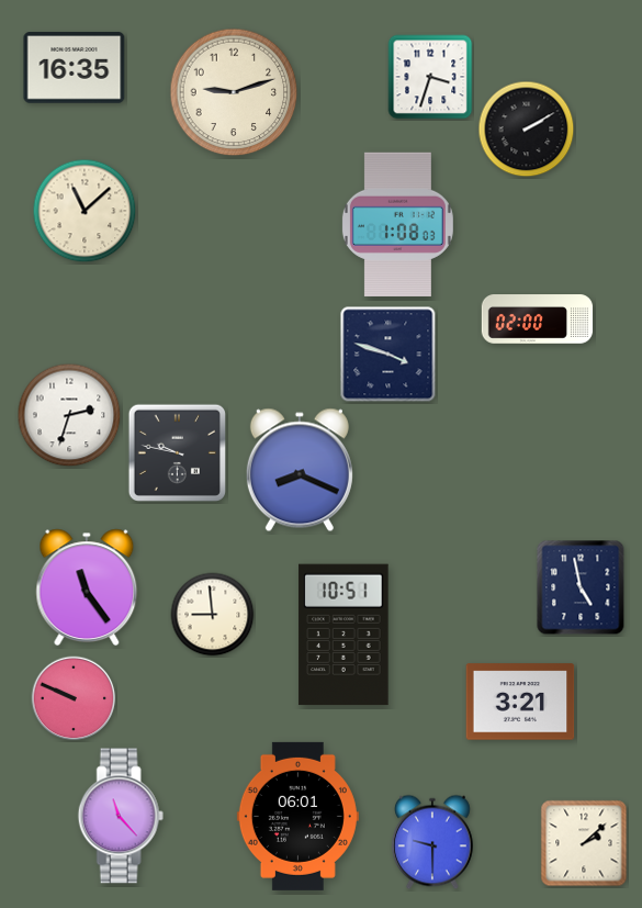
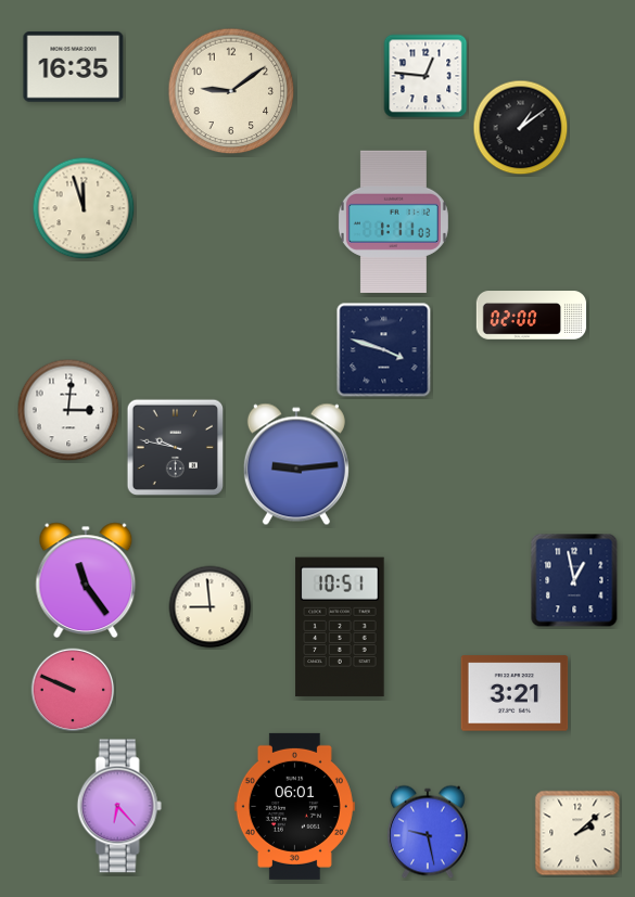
clock at (430, 77): 3:33 -> 12:46
clock at (234, 92): 9:12 -> 9:09
clock at (527, 130): 2:10 -> 1:09
clock at (85, 211): 11:08 -> 11:57
clock at (397, 224): 1:08 -> 1:11
clock at (69, 415): 2:33 -> 3:01
clock at (300, 470): 8:19 -> 9:14
clock at (581, 587): 4:58 -> 12:58
clock at (121, 816): 11:23 -> 6:23
clock at (433, 842): 9:30 -> 9:28
